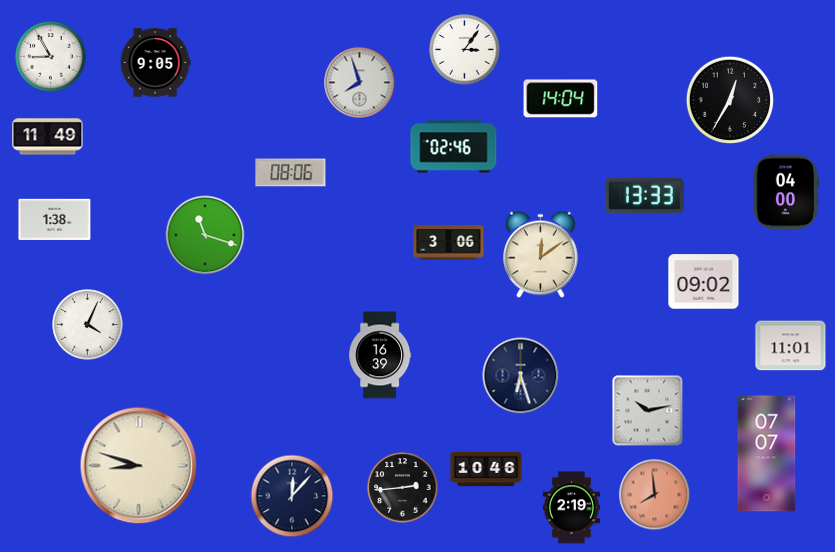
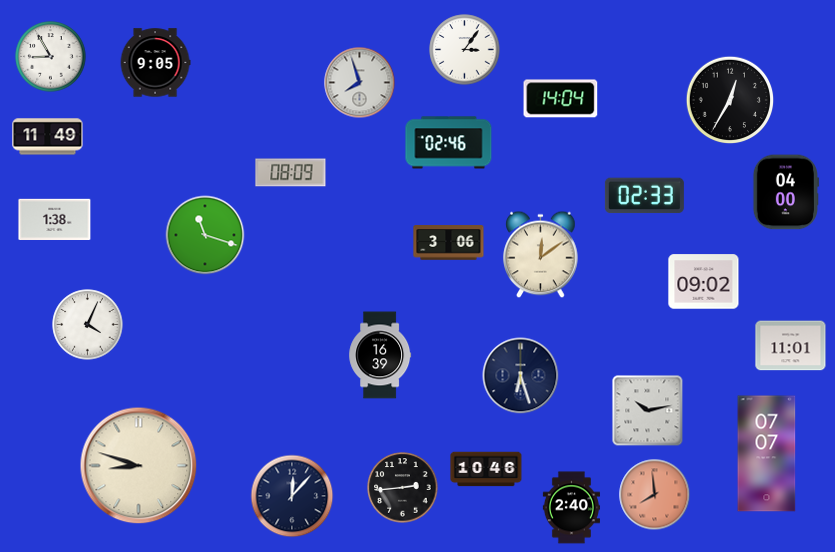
clock at (454, 147) position: (454, 147) -> (449, 143)
clock at (291, 173): 08:06 -> 08:09
clock at (644, 196): 13:33 -> 02:33
clock at (571, 508): 2:19 -> 2:40
